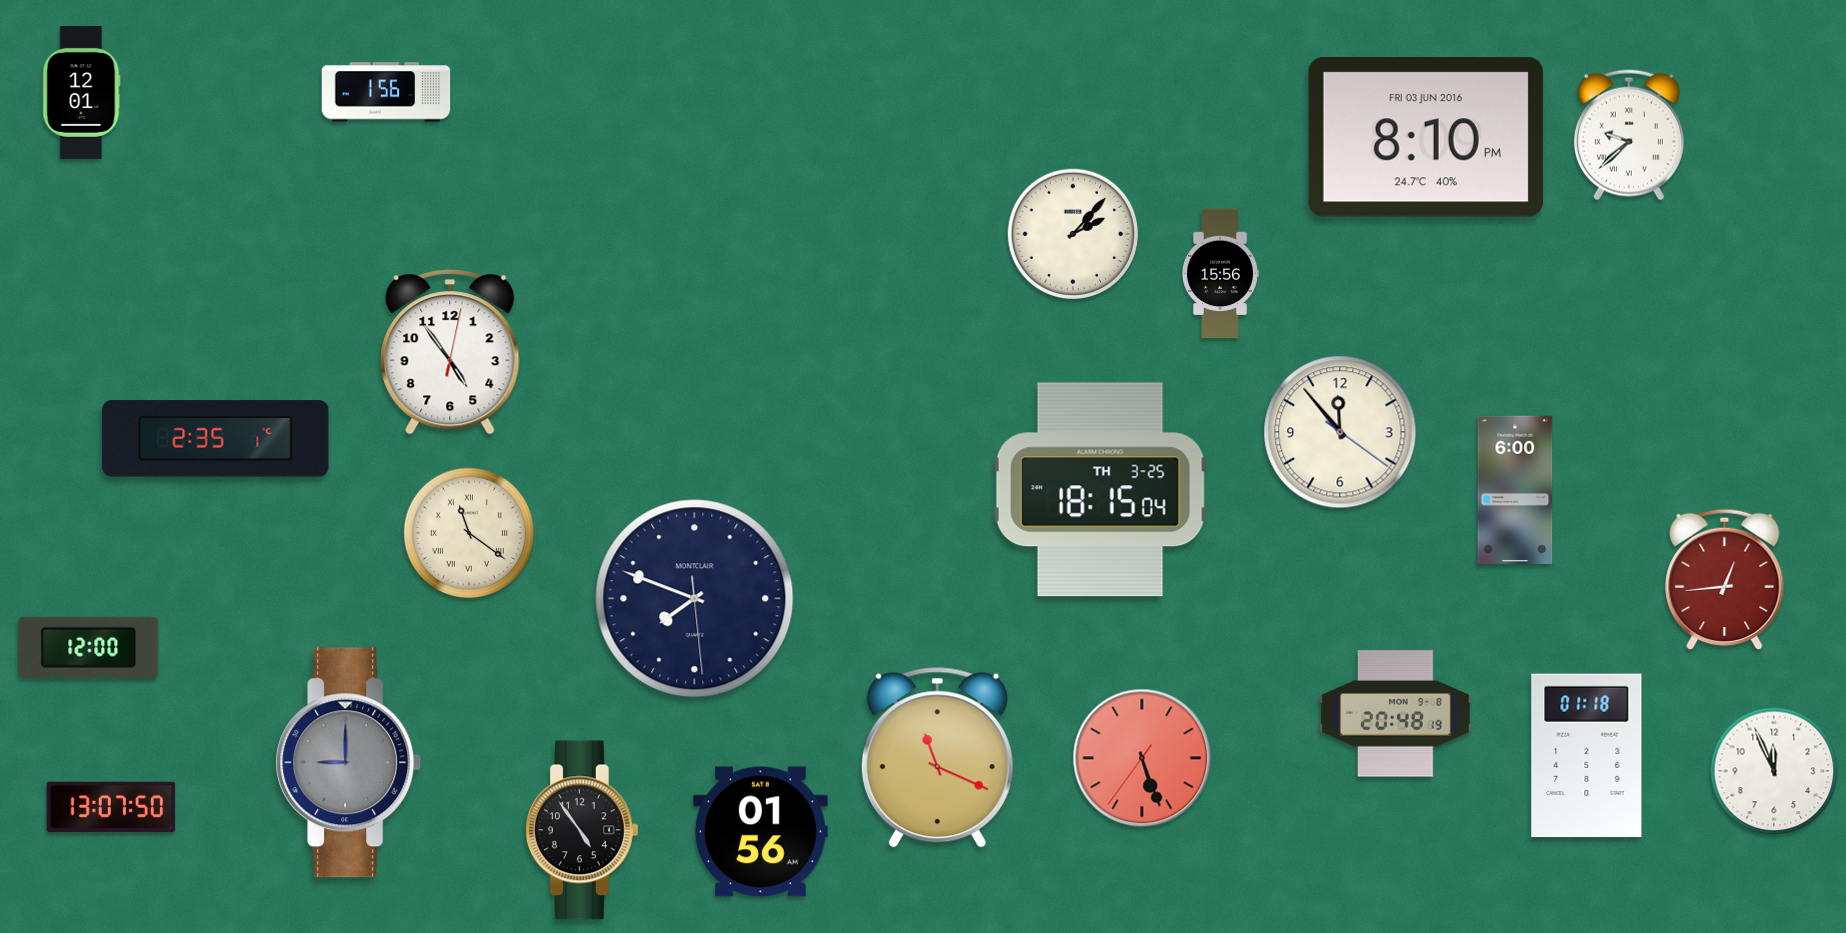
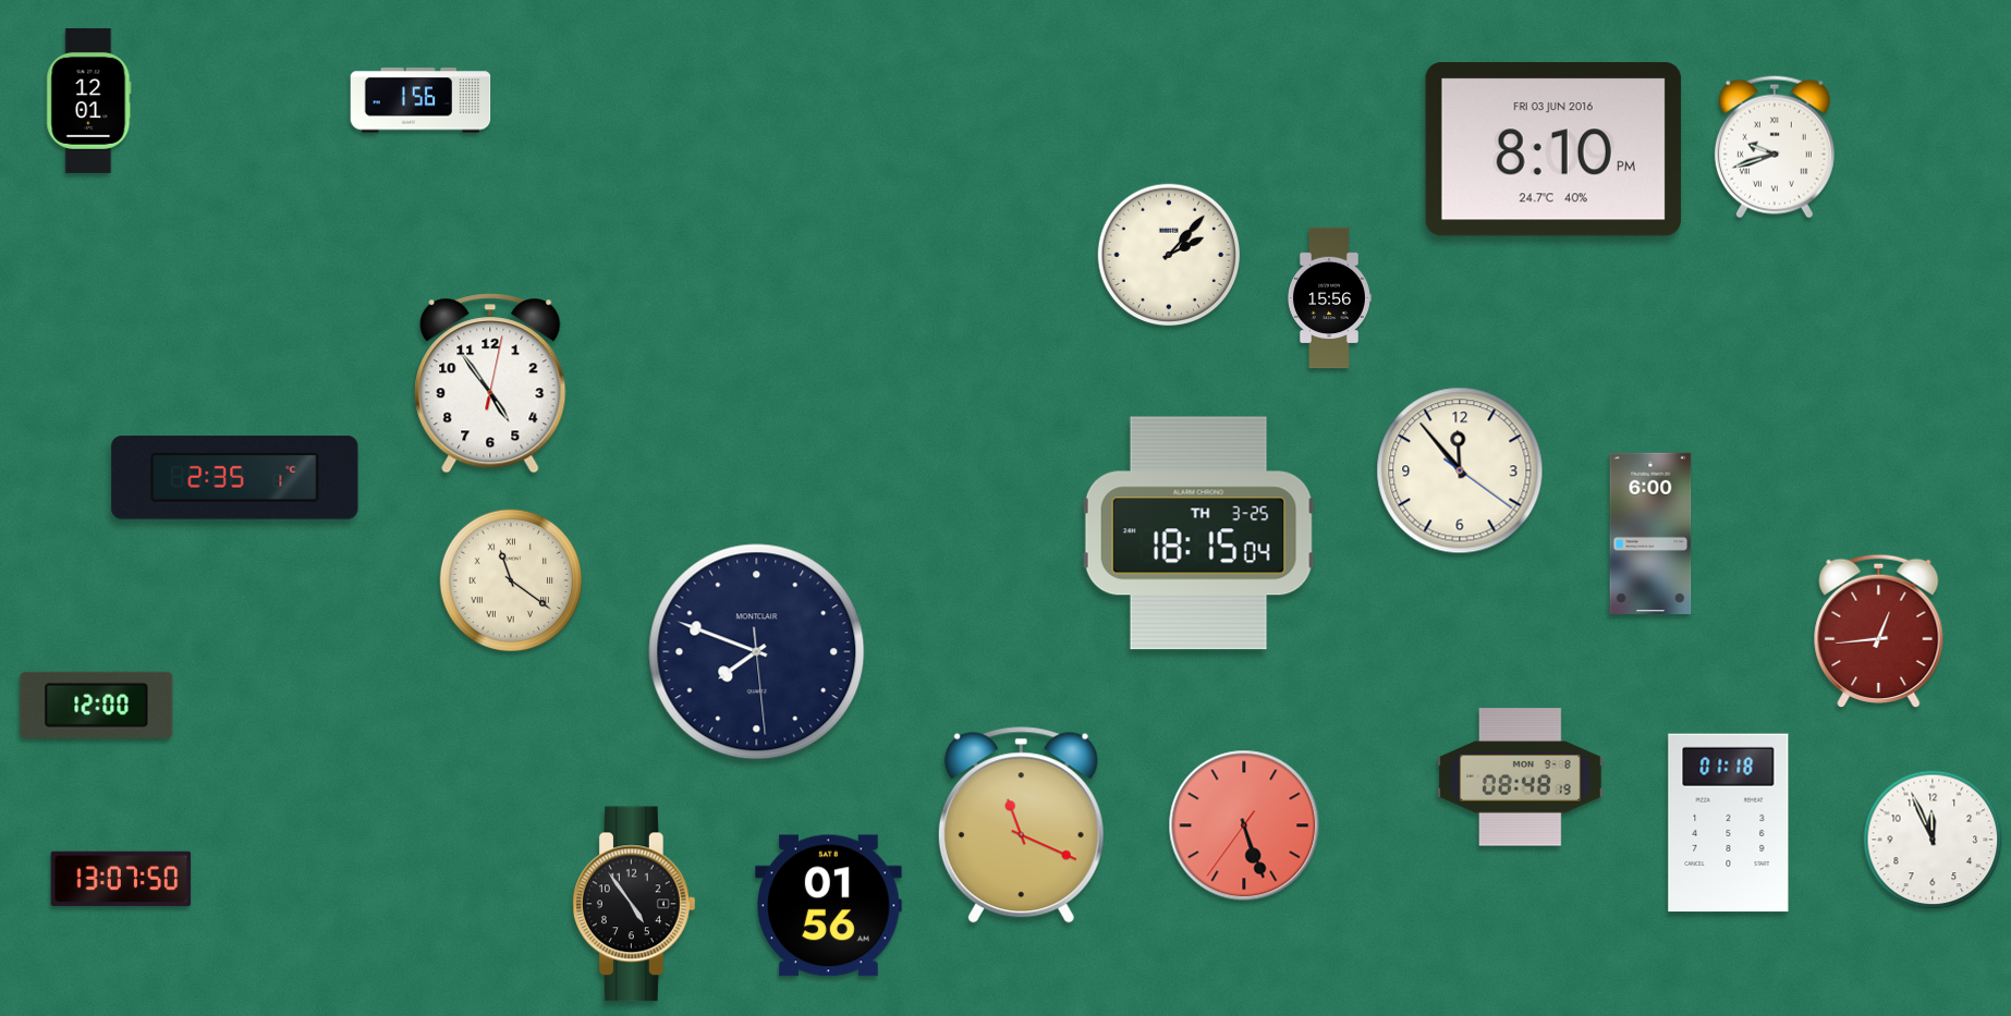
clock at (1629, 135): 9:38 -> 9:42
clock at (1396, 714): 20:48 -> 08:48
clock at (349, 763): 9:00 -> none
